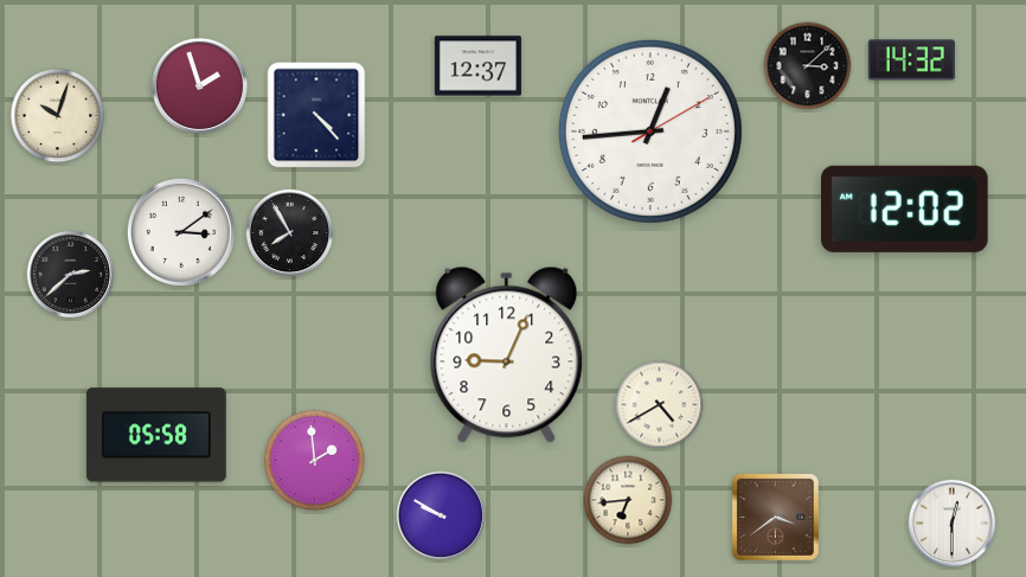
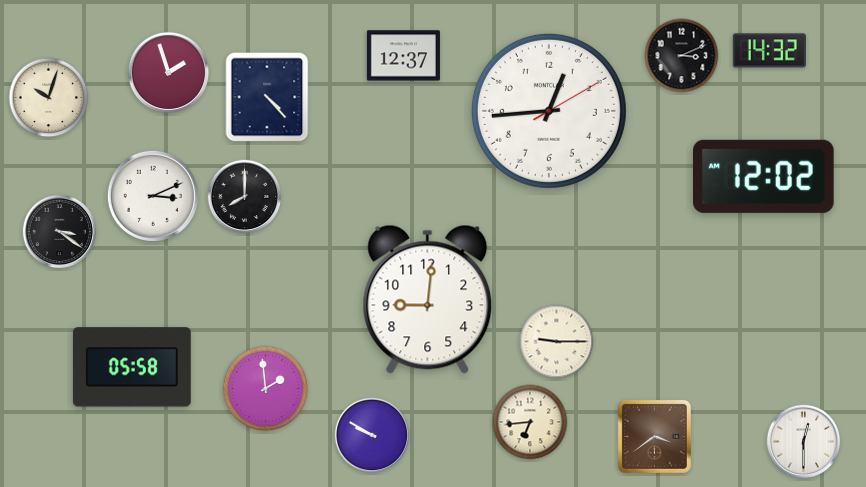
clock at (808, 66): 3:08 -> 3:11
clock at (181, 232): 3:09 -> 3:11
clock at (290, 233): 7:55 -> 8:00
clock at (71, 275): 2:38 -> 3:21
clock at (507, 354): 9:04 -> 9:01
clock at (660, 405): 4:40 -> 9:15
